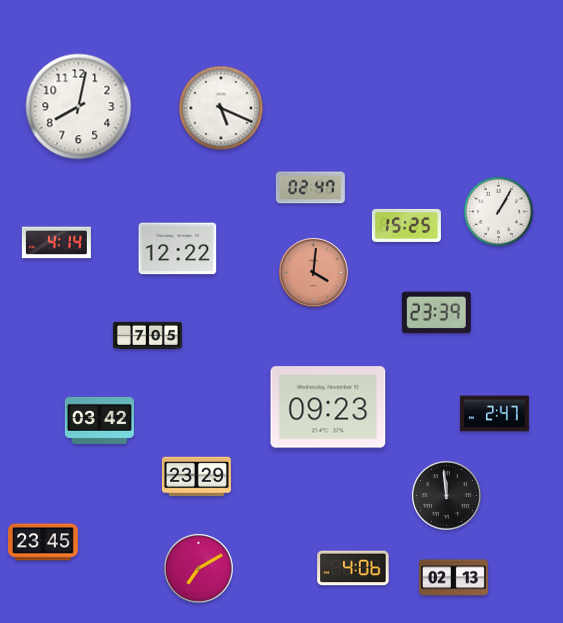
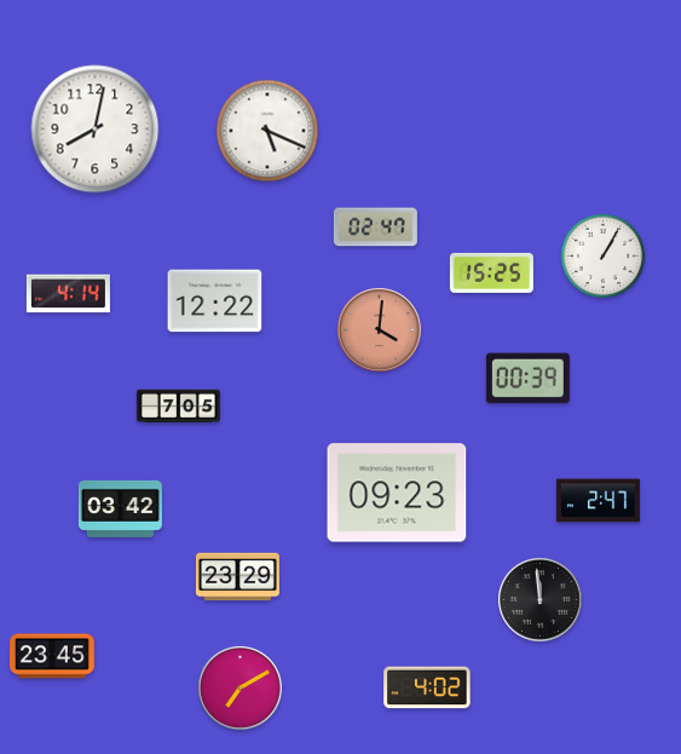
clock at (436, 313): 23:39 -> 00:39
clock at (353, 568): 4:06 -> 4:02
clock at (453, 578): 02:13 -> none
